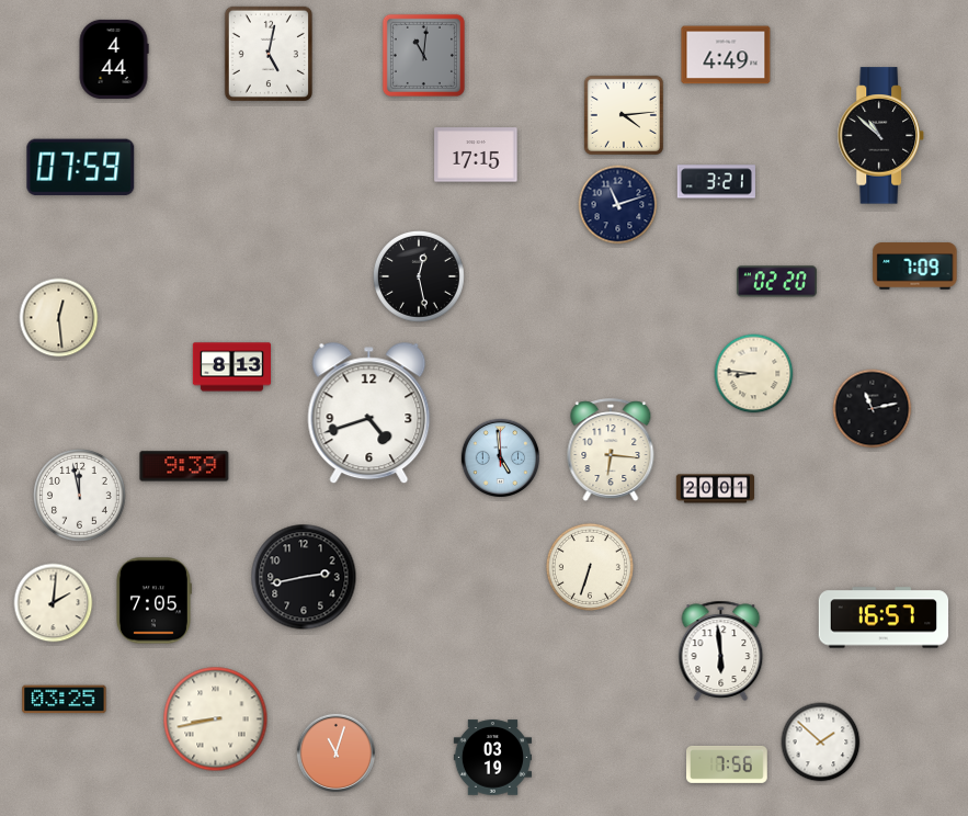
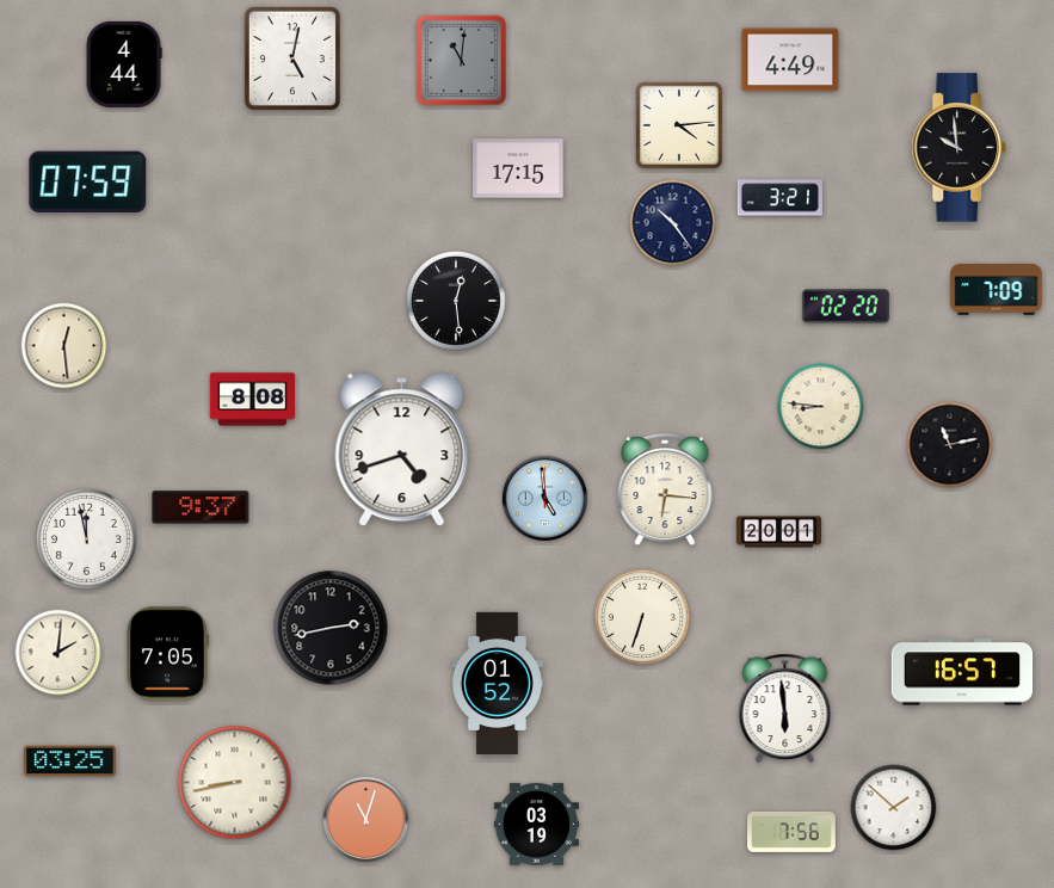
clock at (880, 136): 10:52 -> 9:59
clock at (618, 205): 11:12 -> 10:24
clock at (419, 276): 12:28 -> 12:29
clock at (231, 367): 8:13 -> 8:08
clock at (184, 466): 9:39 -> 9:37
clock at (54, 603) position: (54, 603) -> (58, 653)
clock at (497, 683): none -> 01:52
